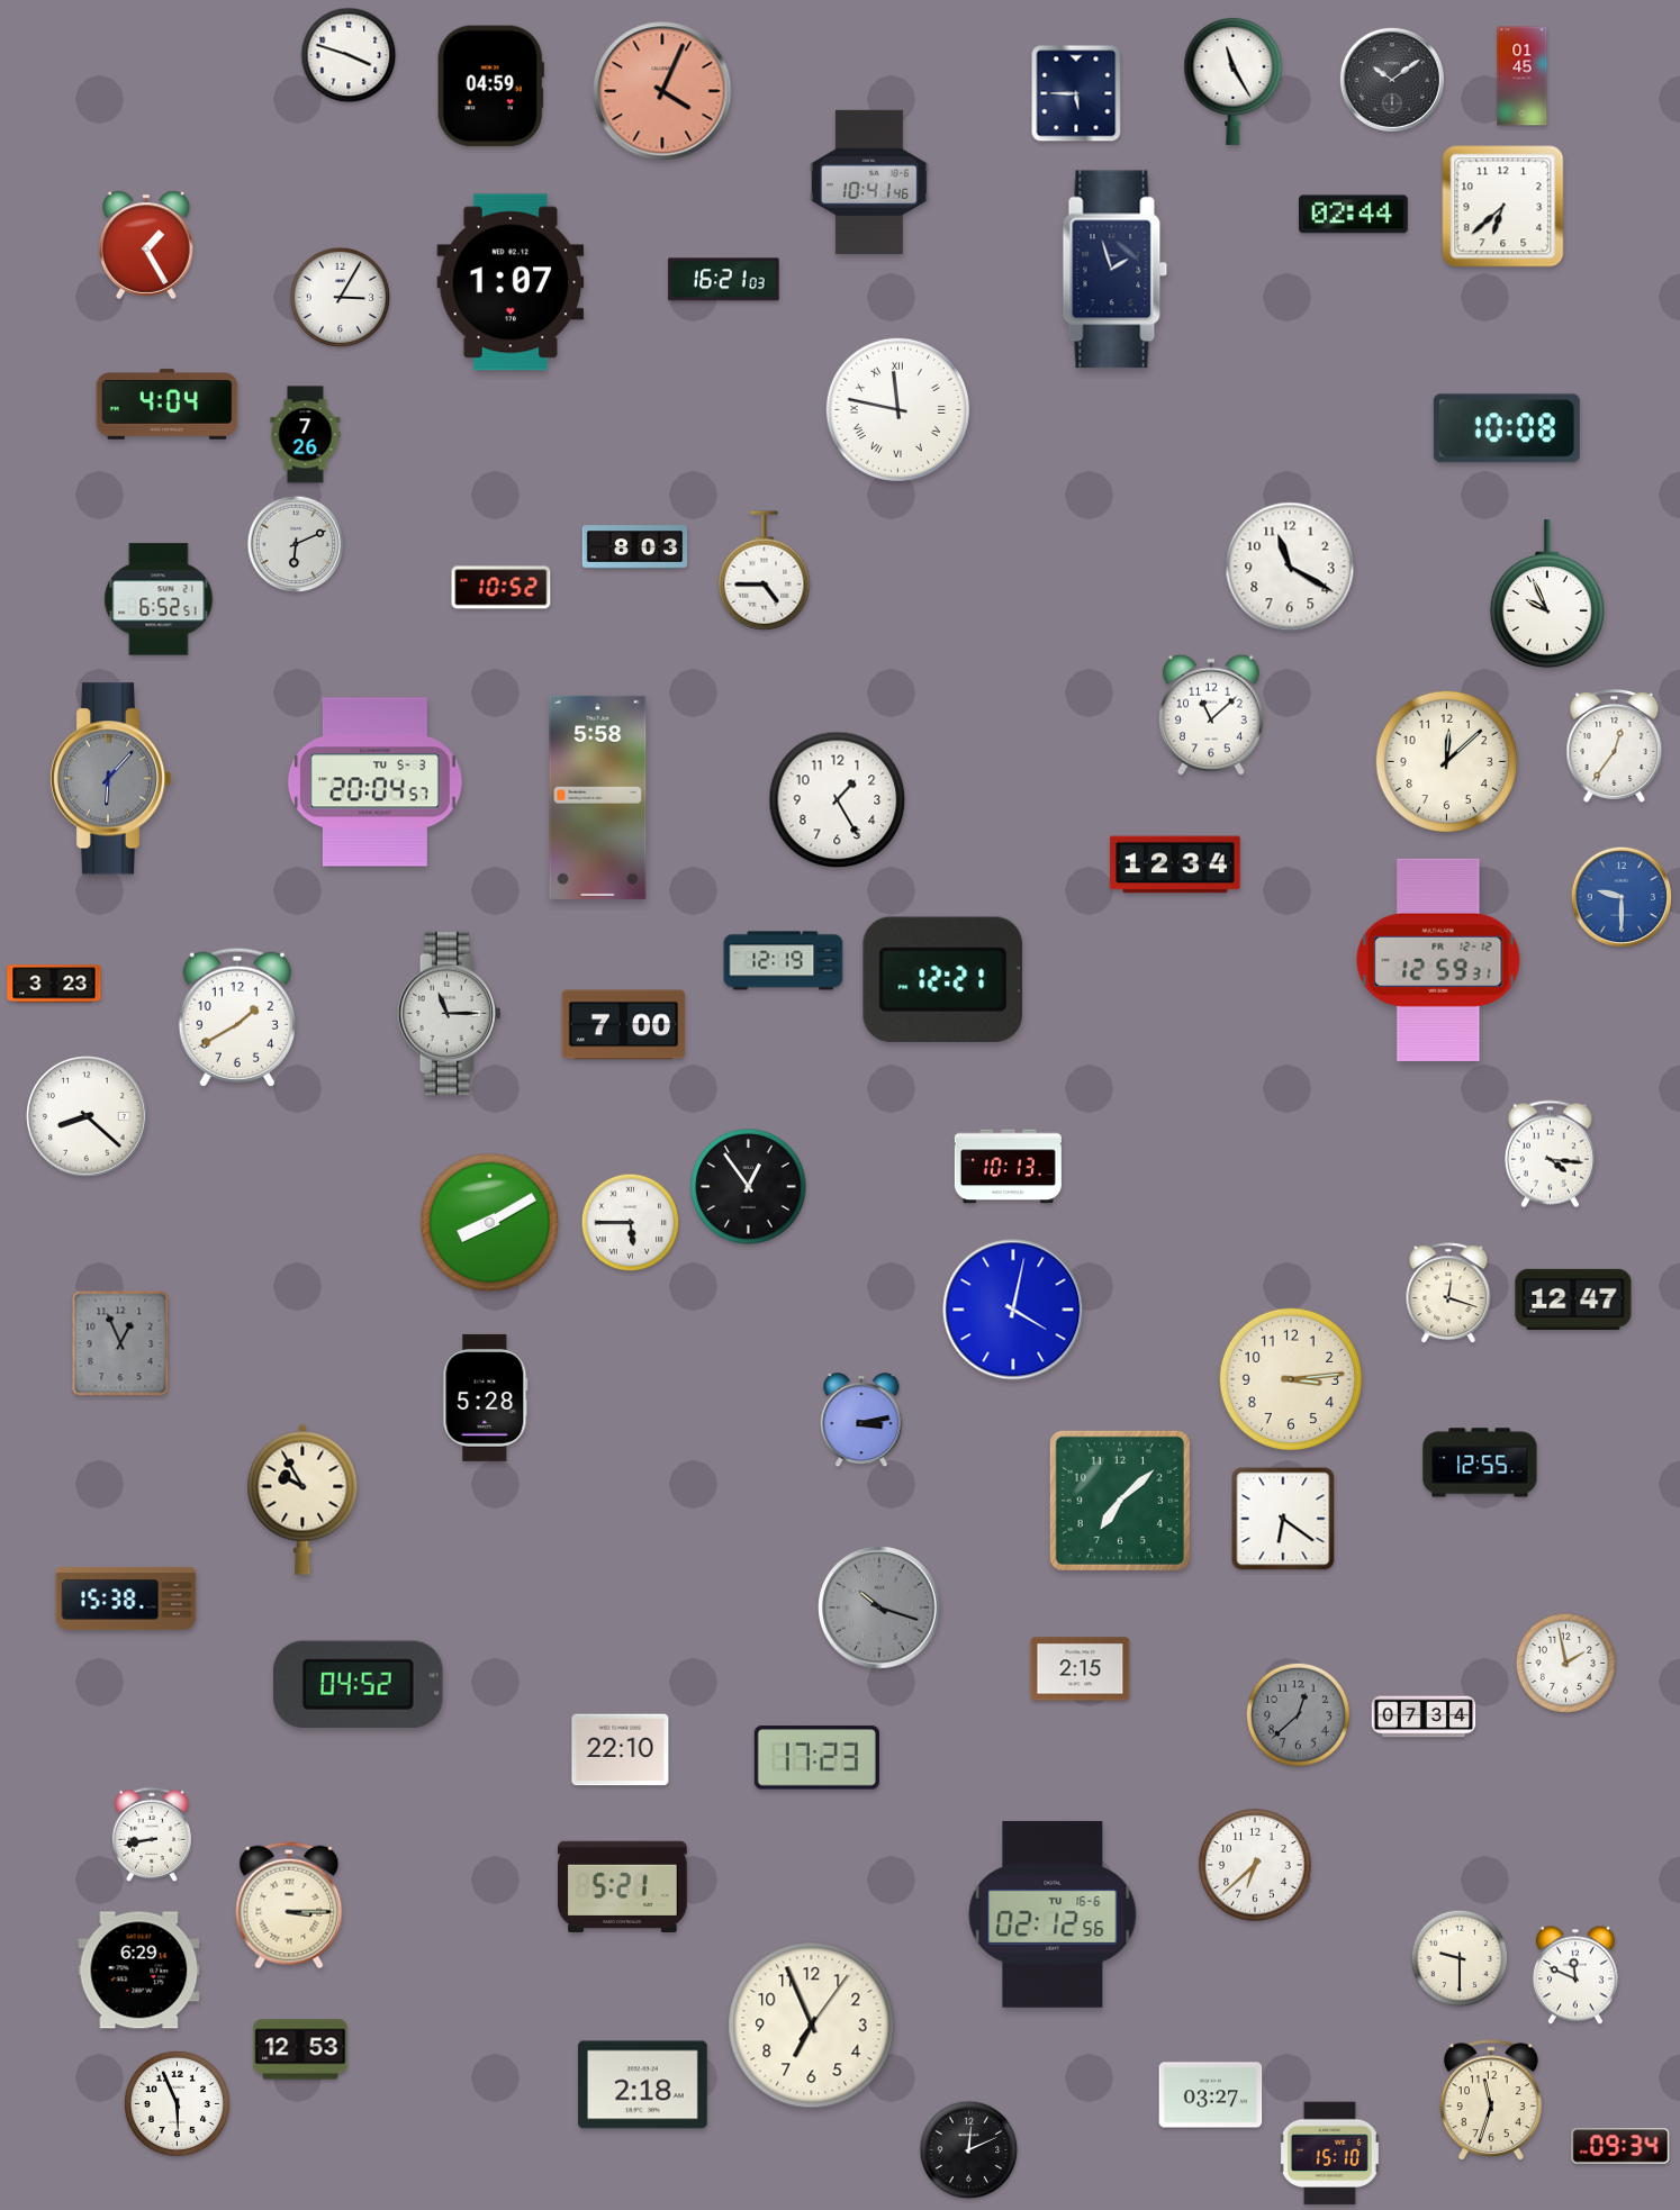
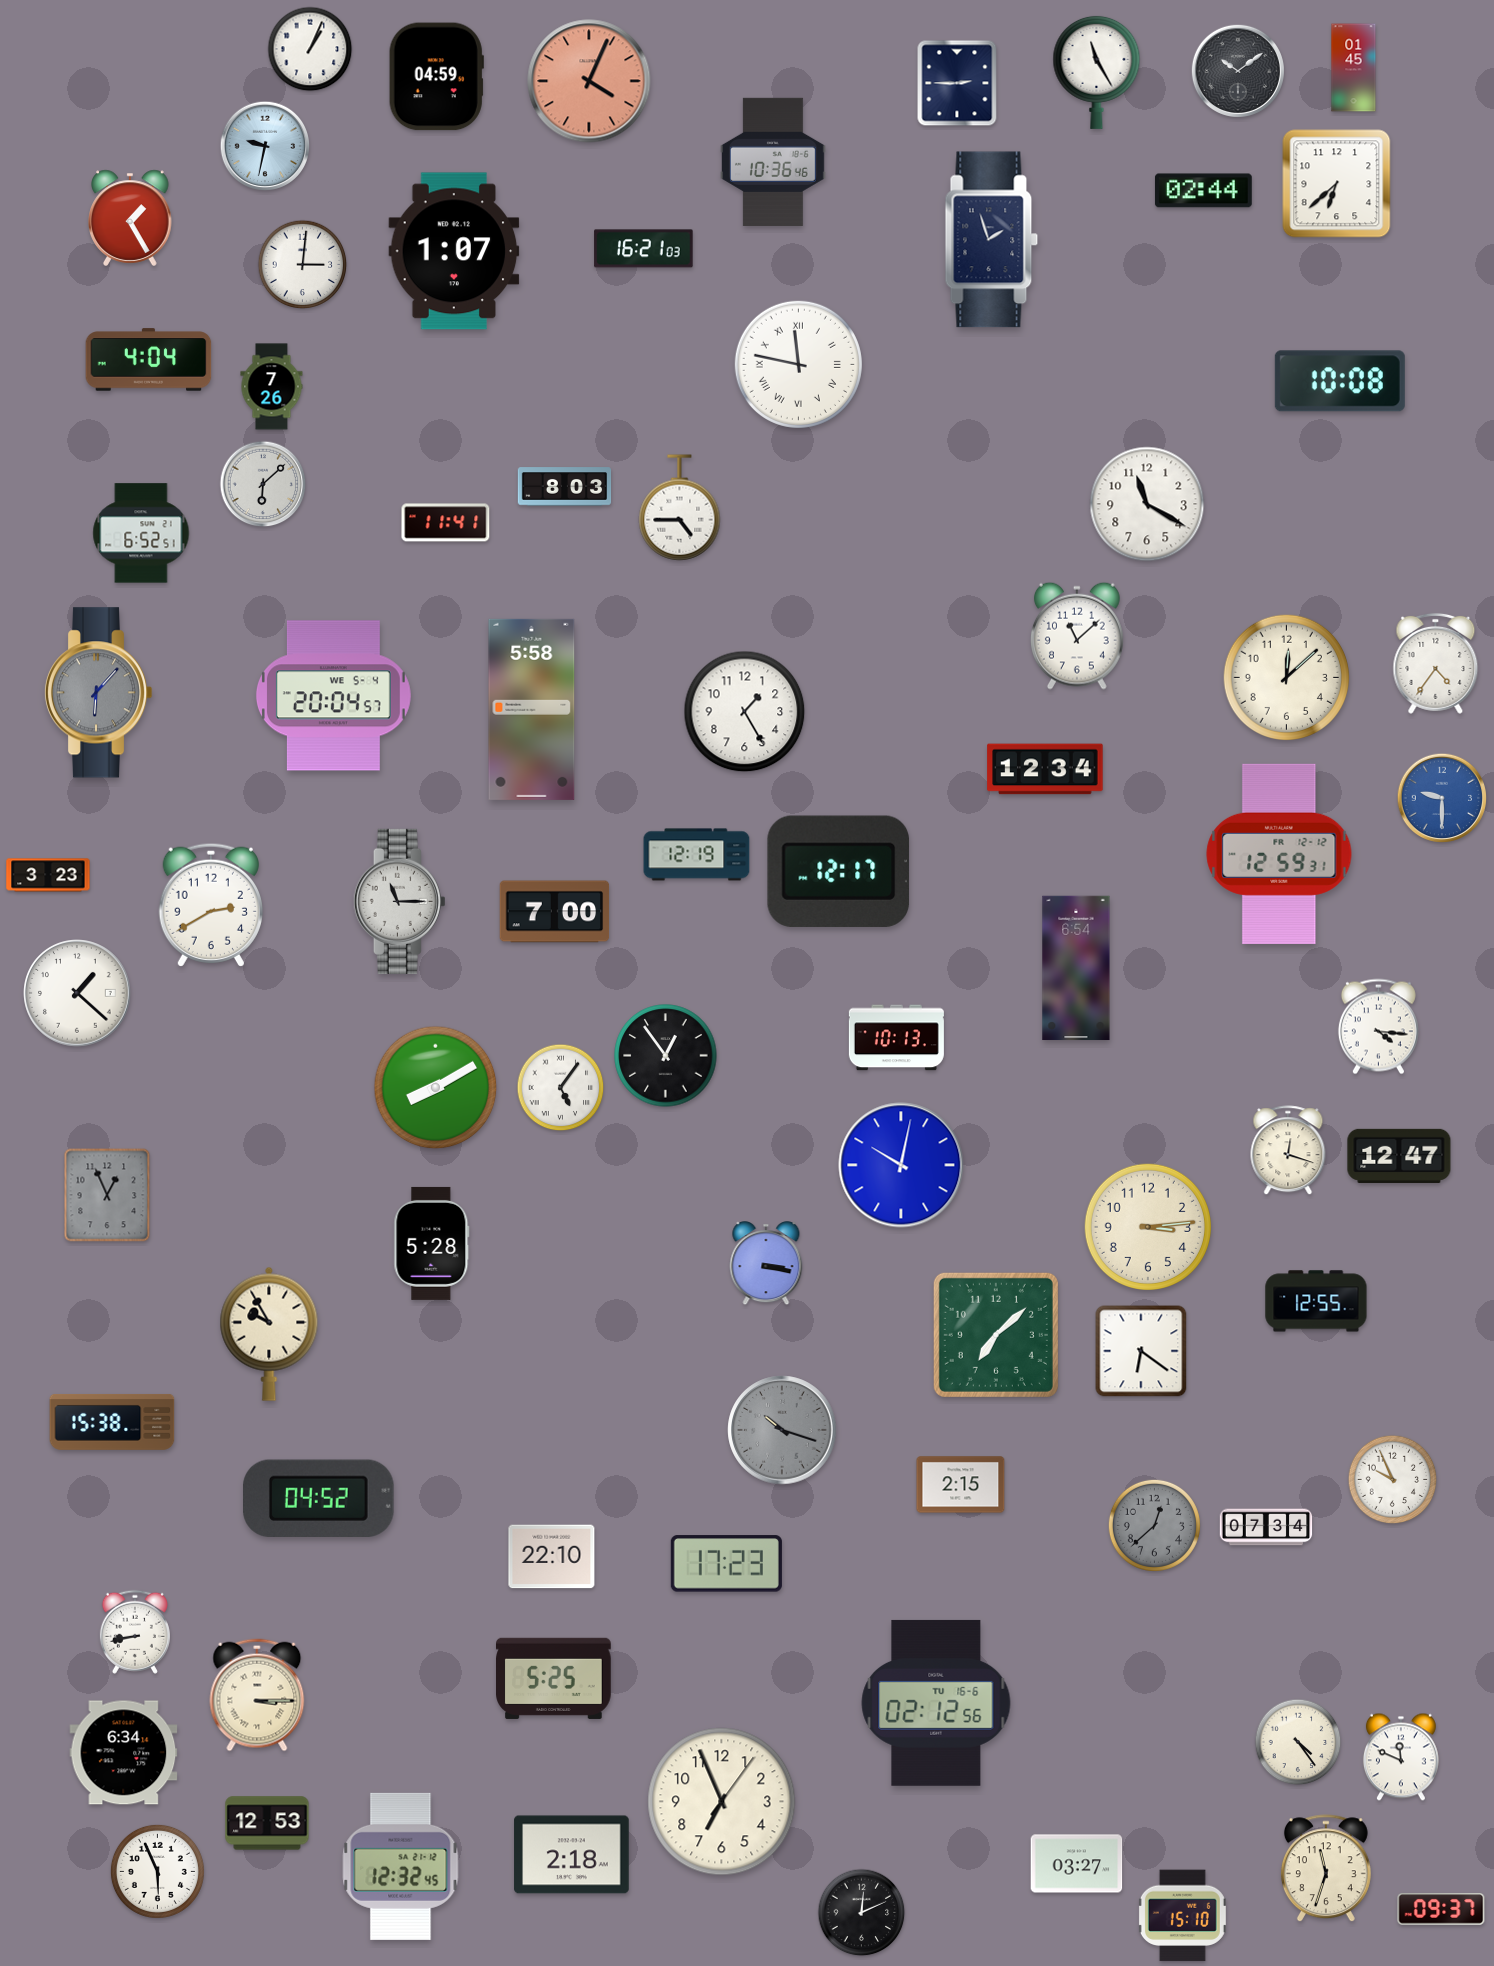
clock at (349, 55): 3:48 -> 1:04
clock at (1076, 93): 5:45 -> 2:45
clock at (265, 146): none -> 9:32
clock at (870, 182): 10:41 -> 10:36
clock at (341, 298): 3:05 -> 3:01
clock at (296, 544): 6:11 -> 6:08
clock at (502, 588): 10:52 -> 11:41
clock at (1547, 595): 9:56 -> none
clock at (1615, 745): 12:36 -> 4:36
clock at (374, 782) date: TU 5-3 -> WE 5-4
clock at (943, 979): 12:21 -> 12:17
clock at (237, 1017): 1:40 -> 2:40
clock at (1076, 968): none -> 6:54
clock at (87, 1116): 8:22 -> 1:22
clock at (631, 1223): 5:45 -> 5:06
clock at (1013, 1310): 4:02 -> 10:02
clock at (861, 1421): 3:13 -> 3:17
clock at (1566, 1664): 1:58 -> 9:56
clock at (1255, 1865): 6:38 -> none
clock at (623, 1886): 5:21 -> 5:25
clock at (1460, 1958): 9:30 -> 4:24
clock at (139, 1971): 6:29 -> 6:34
clock at (401, 1866): none -> 12:32
clock at (1620, 2146): 09:34 -> 09:37
